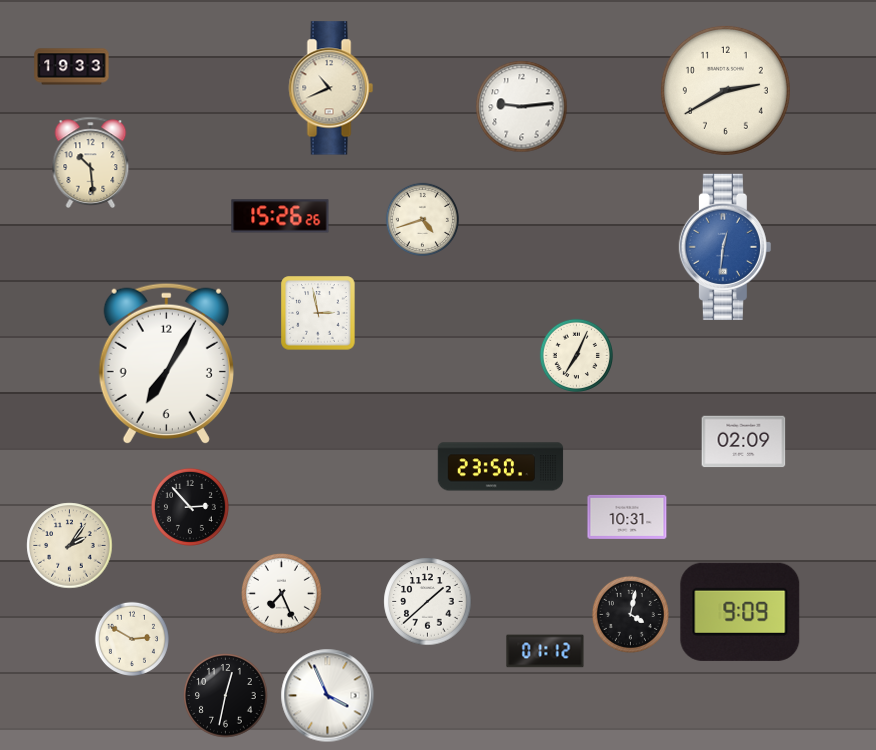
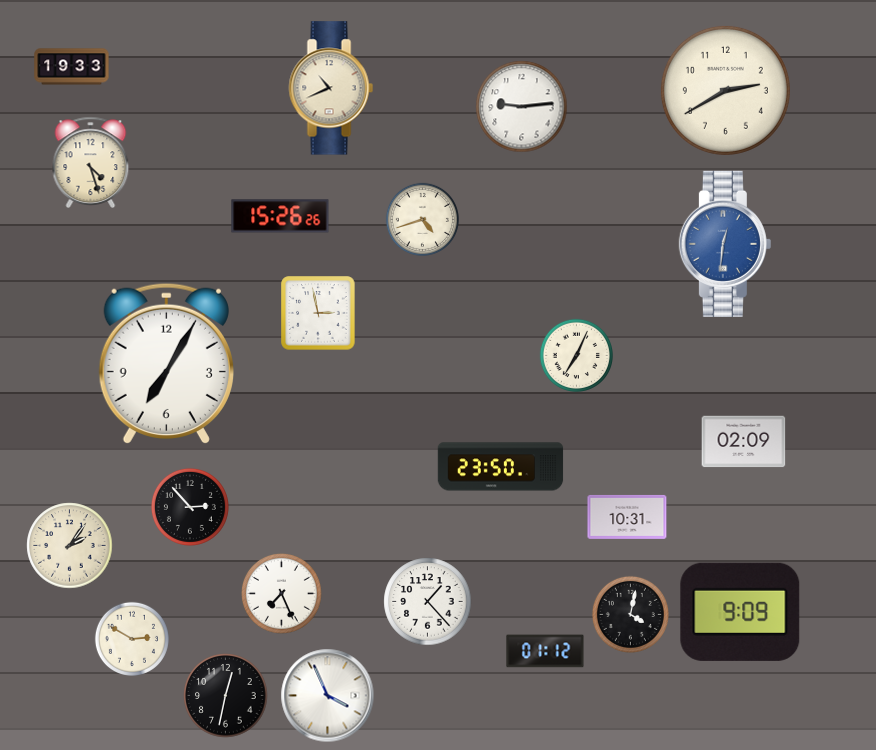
clock at (91, 162): 10:29 -> 4:27
clock at (725, 247) position: (725, 247) -> (725, 244)
clock at (428, 602): 1:38 -> 1:23
